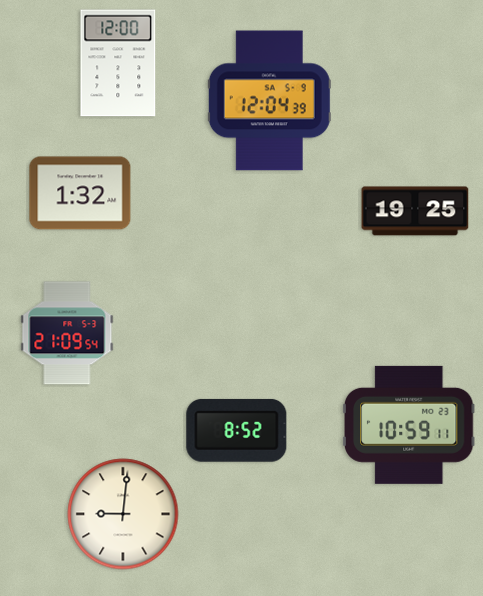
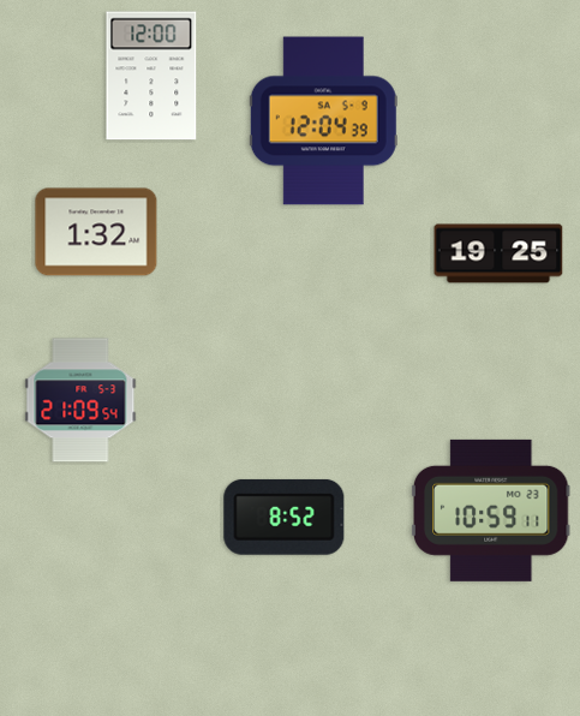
clock at (118, 63) position: (118, 63) -> (151, 76)
clock at (123, 514): 9:01 -> none
